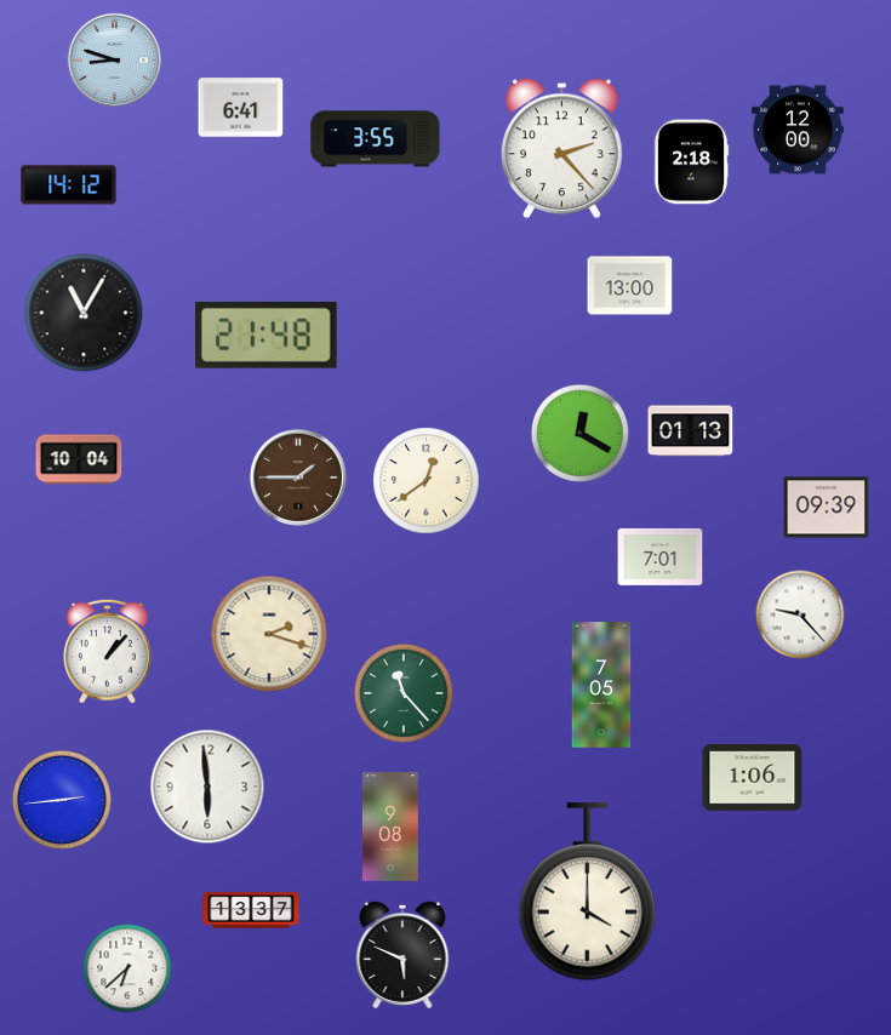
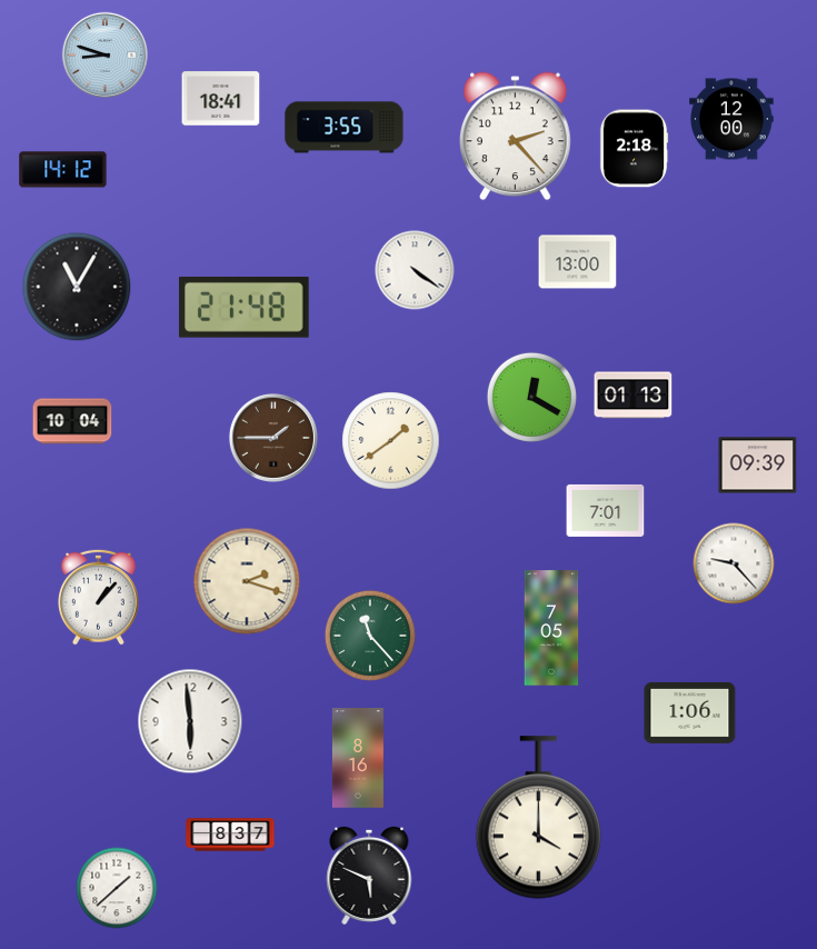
clock at (241, 108): 6:41 -> 18:41
clock at (415, 270): none -> 4:21
clock at (427, 481): 12:39 -> 1:39
clock at (62, 800): 2:44 -> none
clock at (390, 827): 9:08 -> 8:16
clock at (251, 910): 13:37 -> 8:37
clock at (127, 968): 6:38 -> 1:38
